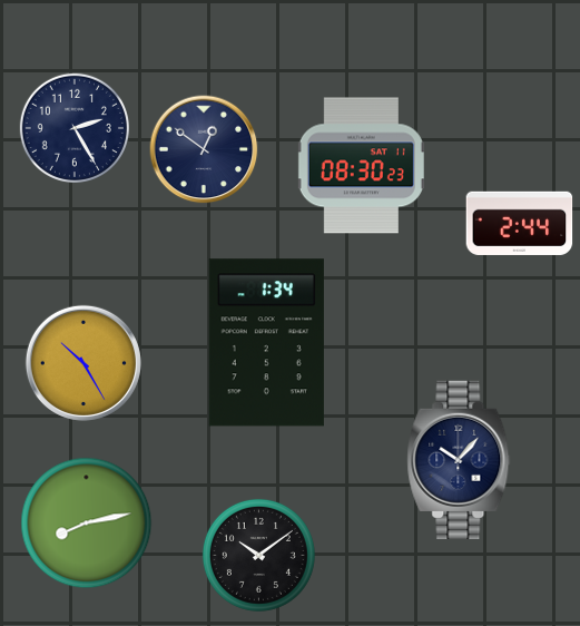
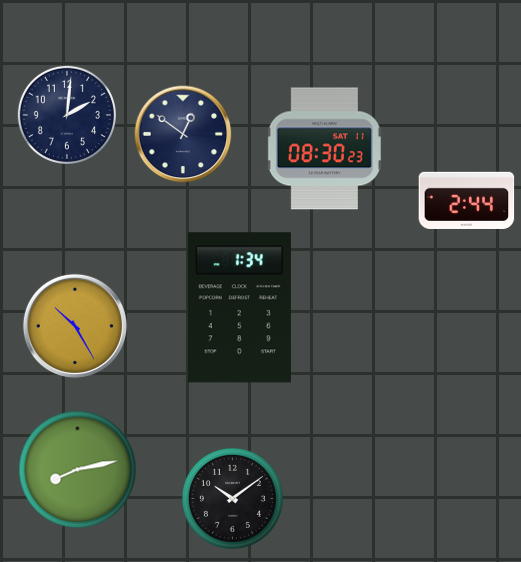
clock at (75, 128): 2:25 -> 2:01
clock at (459, 460): 10:07 -> none
